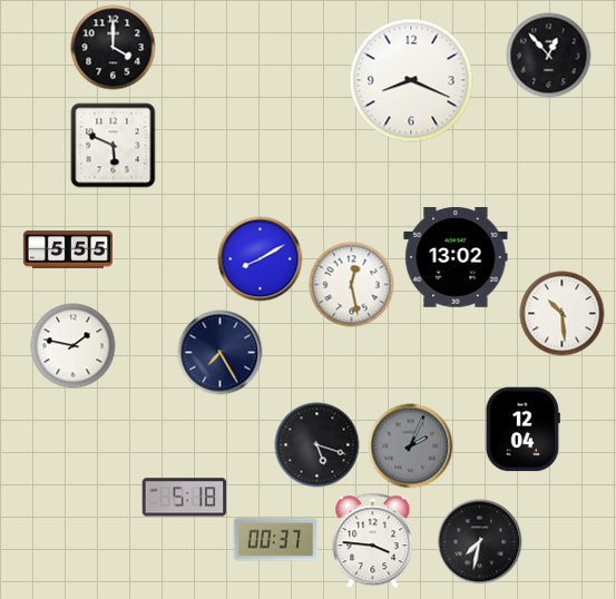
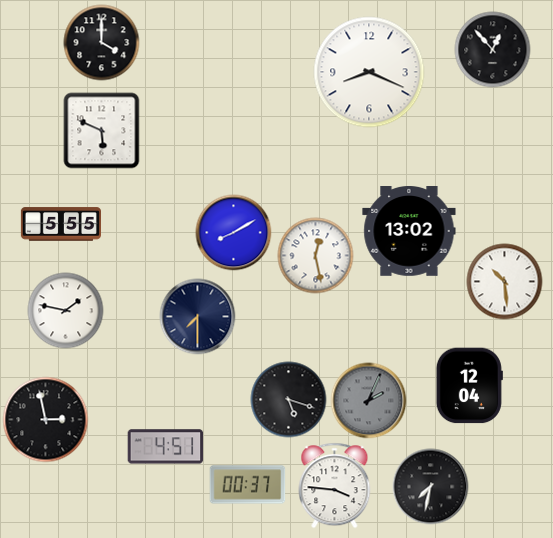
clock at (221, 353): 7:25 -> 7:30
clock at (317, 445) position: (317, 445) -> (289, 400)
clock at (46, 420): none -> 2:58
clock at (185, 498): 5:18 -> 4:51
